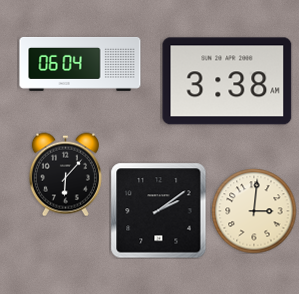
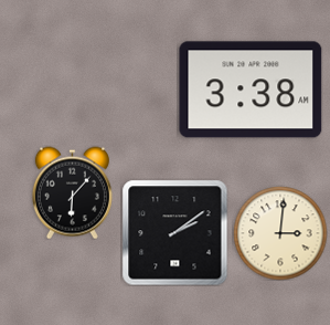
clock at (80, 64): 06:04 -> none
